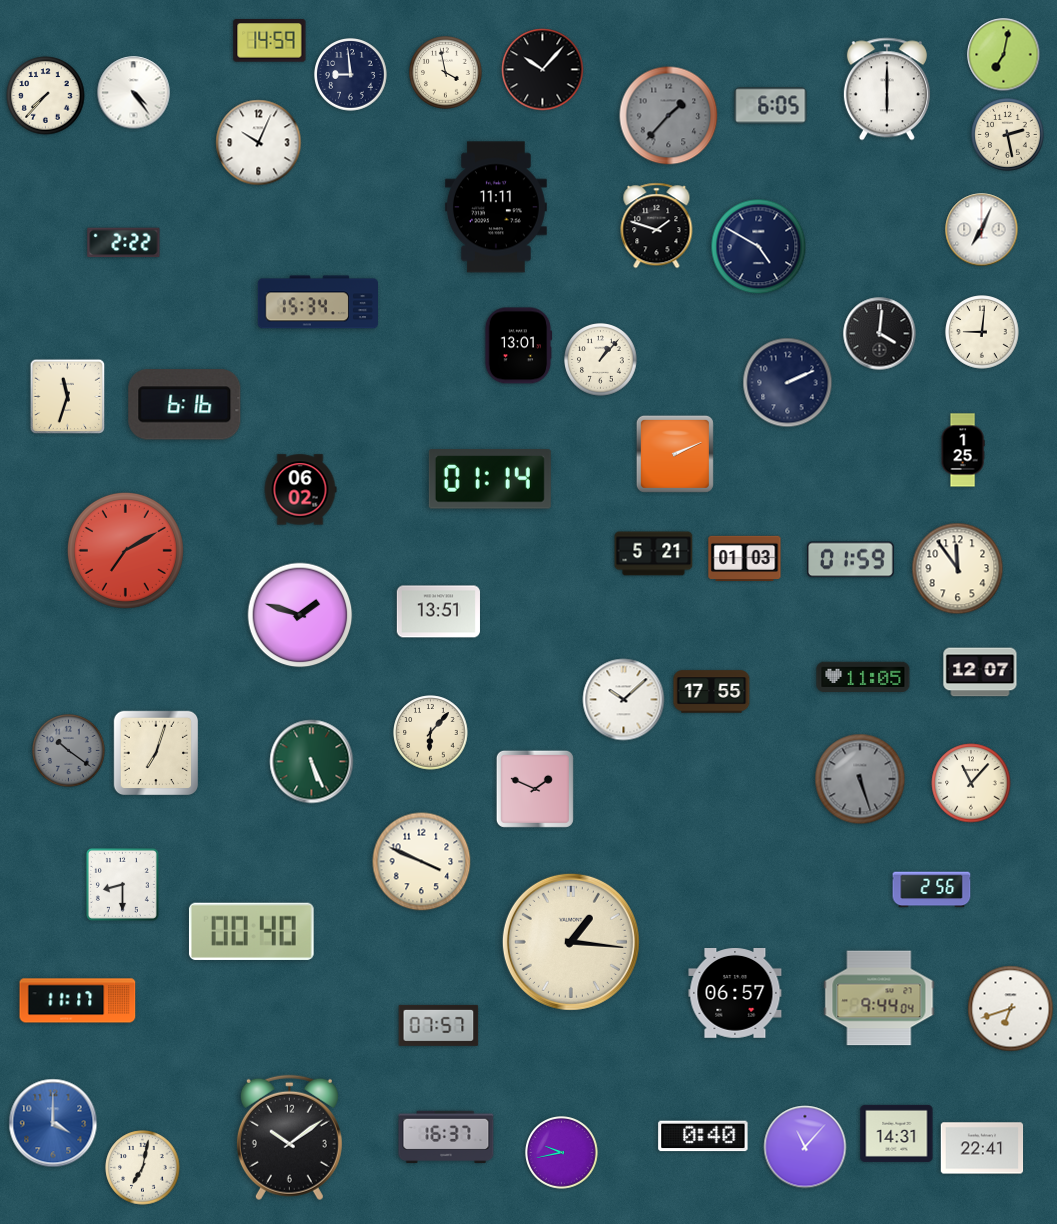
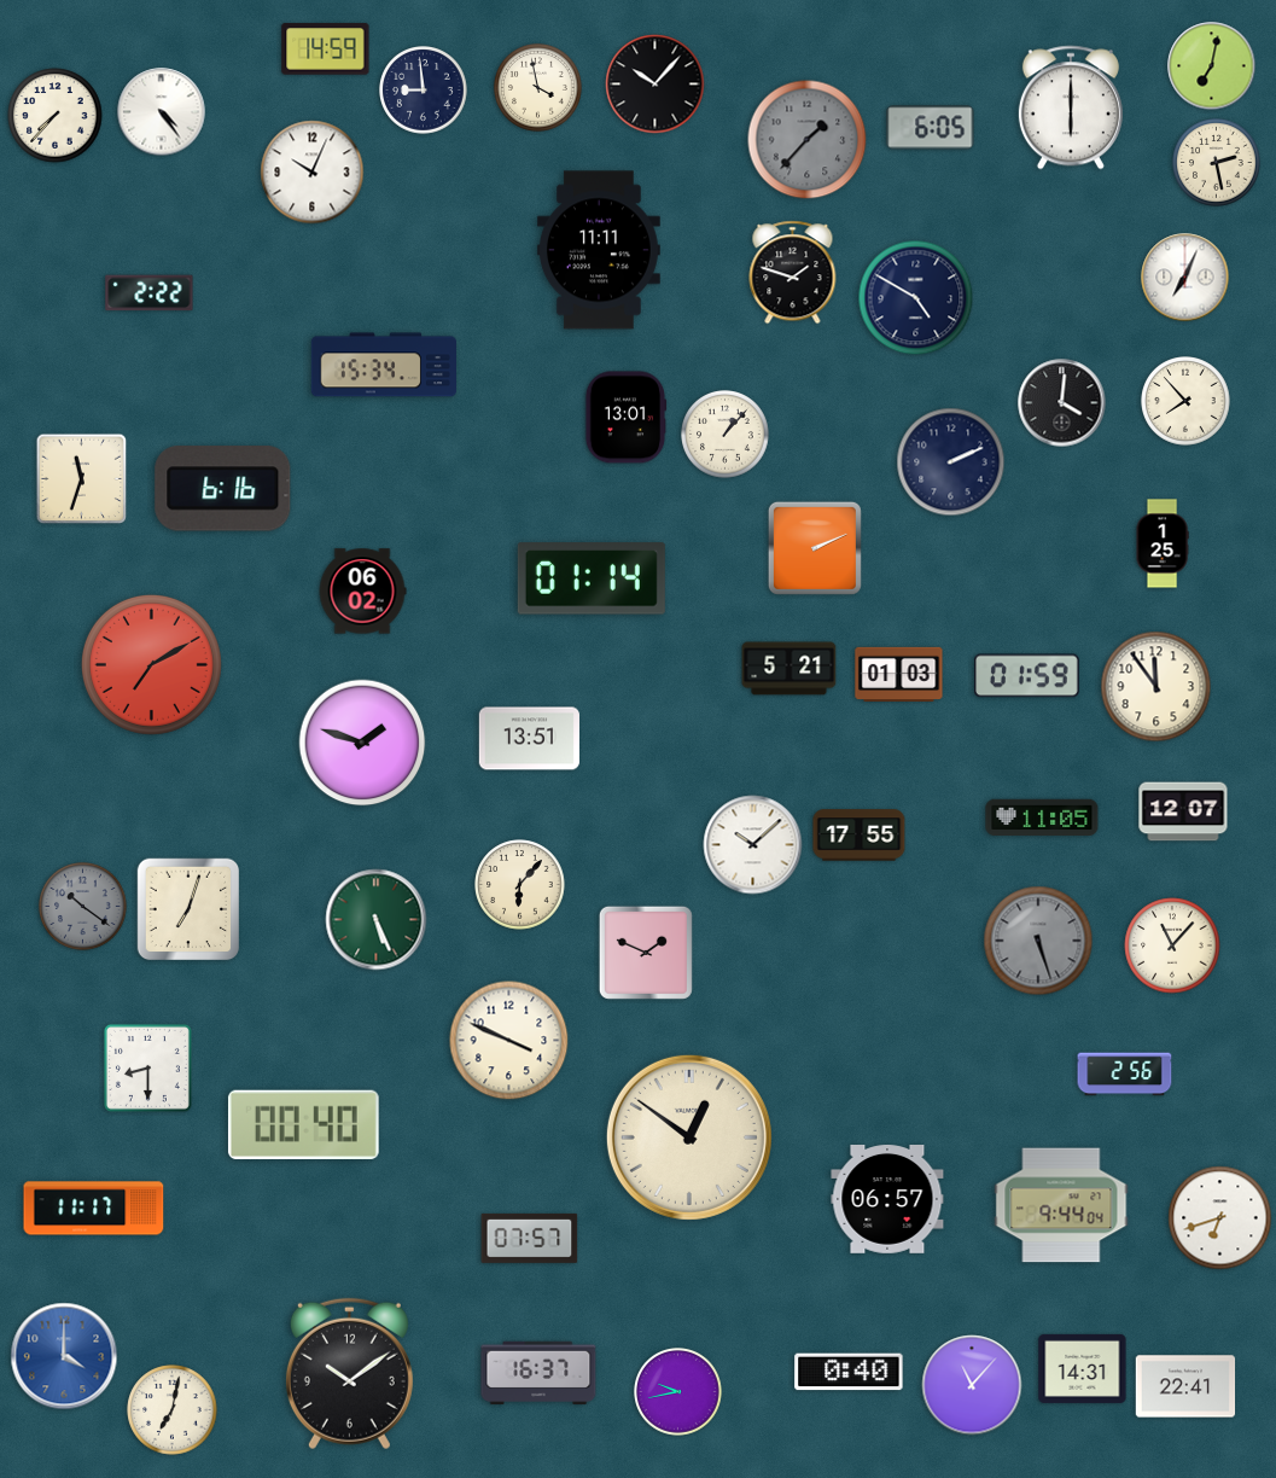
clock at (982, 332): 9:01 -> 7:53
clock at (571, 942): 1:16 -> 12:51
